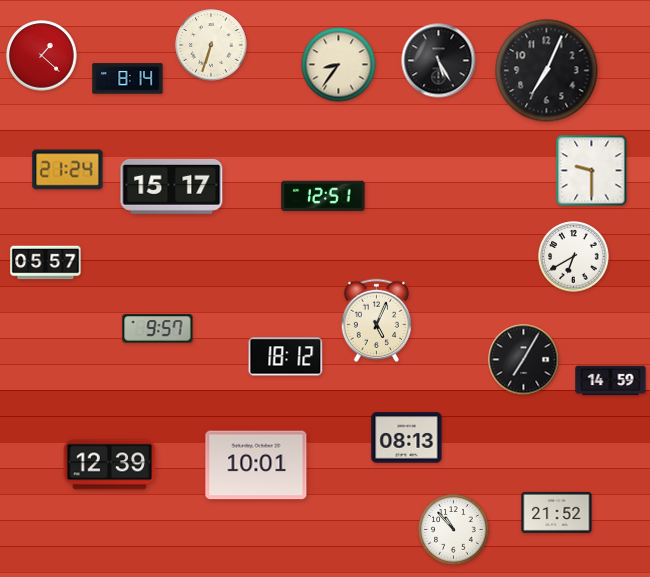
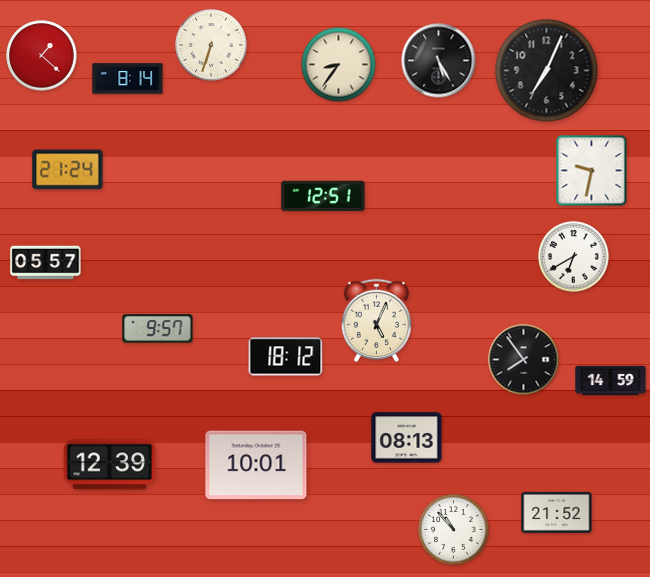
clock at (592, 171): 9:30 -> 9:32
clock at (172, 186): 15:17 -> none
clock at (524, 360): 7:05 -> 7:54
